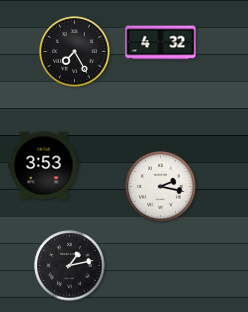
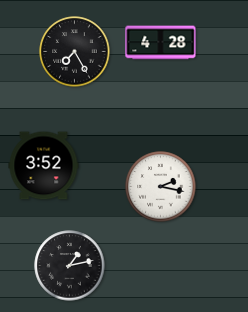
clock at (161, 43): 4:32 -> 4:28
clock at (44, 166): 3:53 -> 3:52
